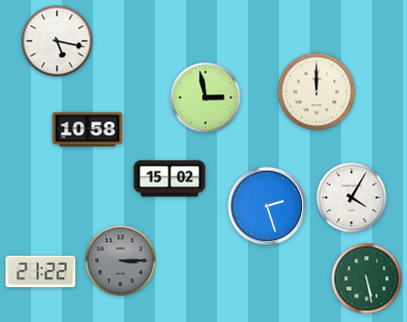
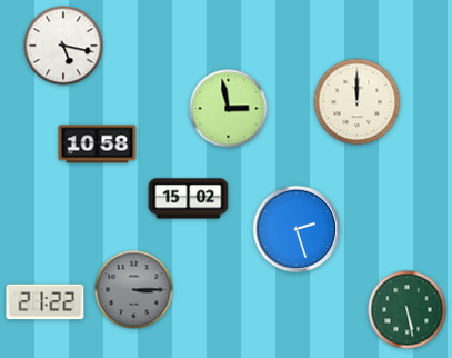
clock at (317, 92) position: (317, 92) -> (358, 102)
clock at (352, 198): 4:05 -> none
